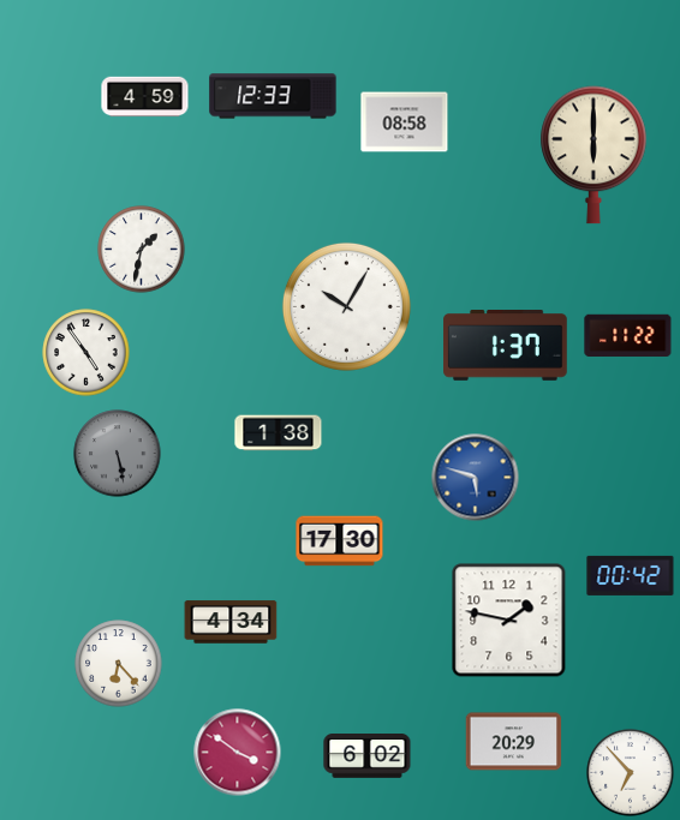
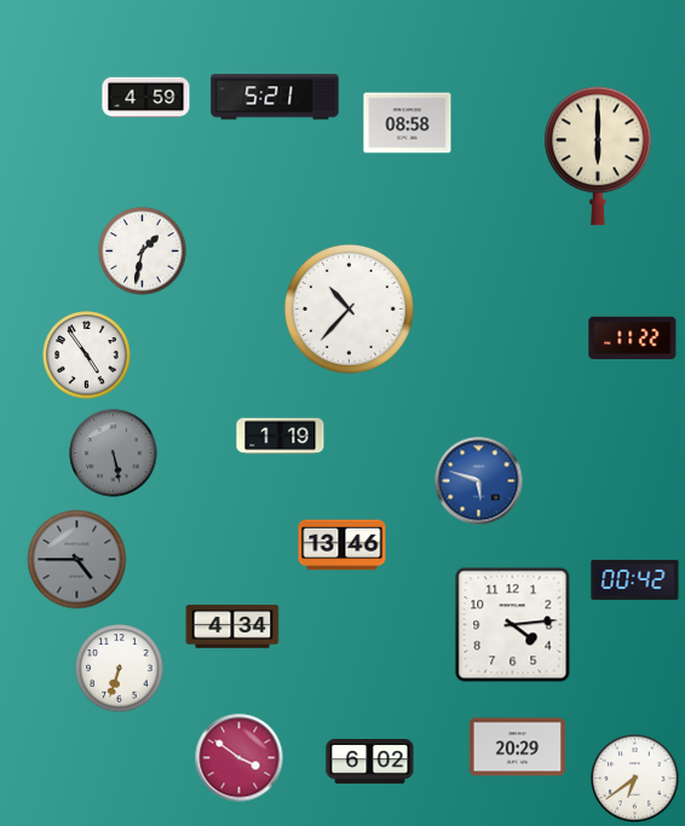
clock at (273, 96): 12:33 -> 5:21
clock at (346, 306): 10:05 -> 10:37
clock at (506, 346): 1:37 -> none
clock at (279, 433): 1:38 -> 1:19
clock at (118, 454) position: (118, 454) -> (114, 454)
clock at (340, 541): 17:30 -> 13:46
clock at (77, 560): none -> 4:45
clock at (509, 621): 1:47 -> 4:14
clock at (119, 664): 6:23 -> 6:33
clock at (631, 773): 6:53 -> 6:39
